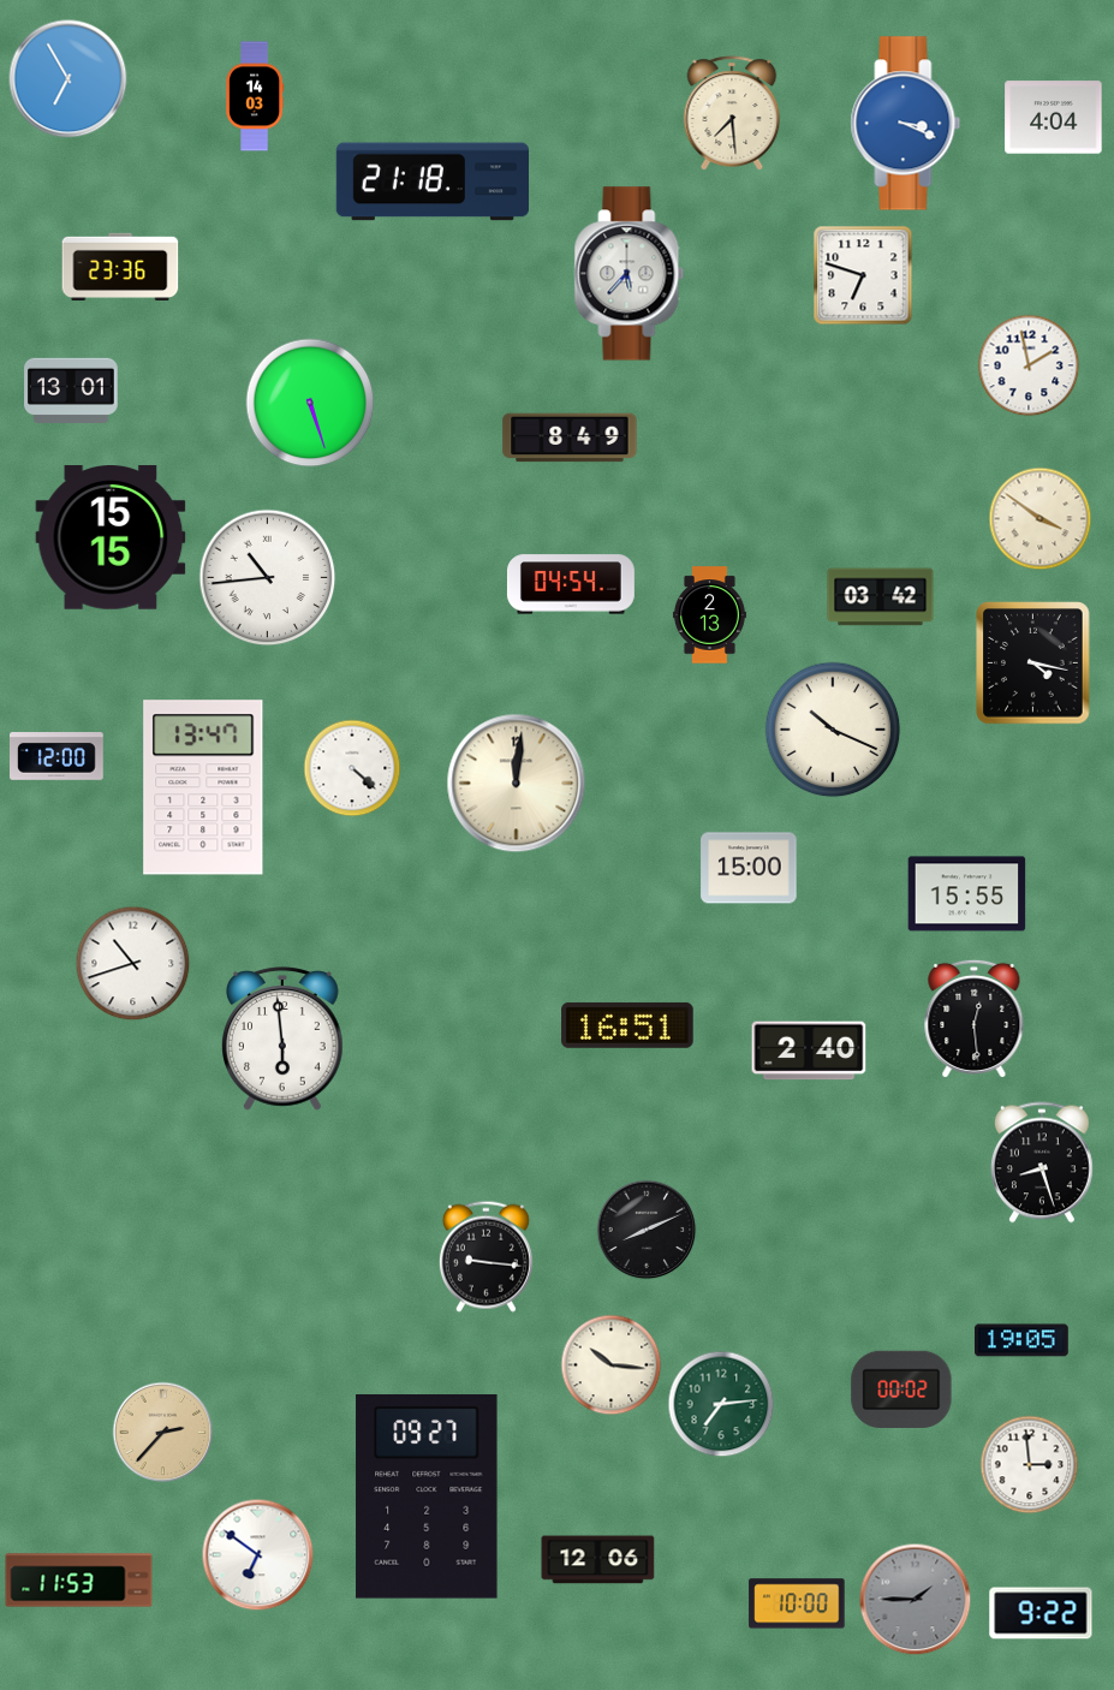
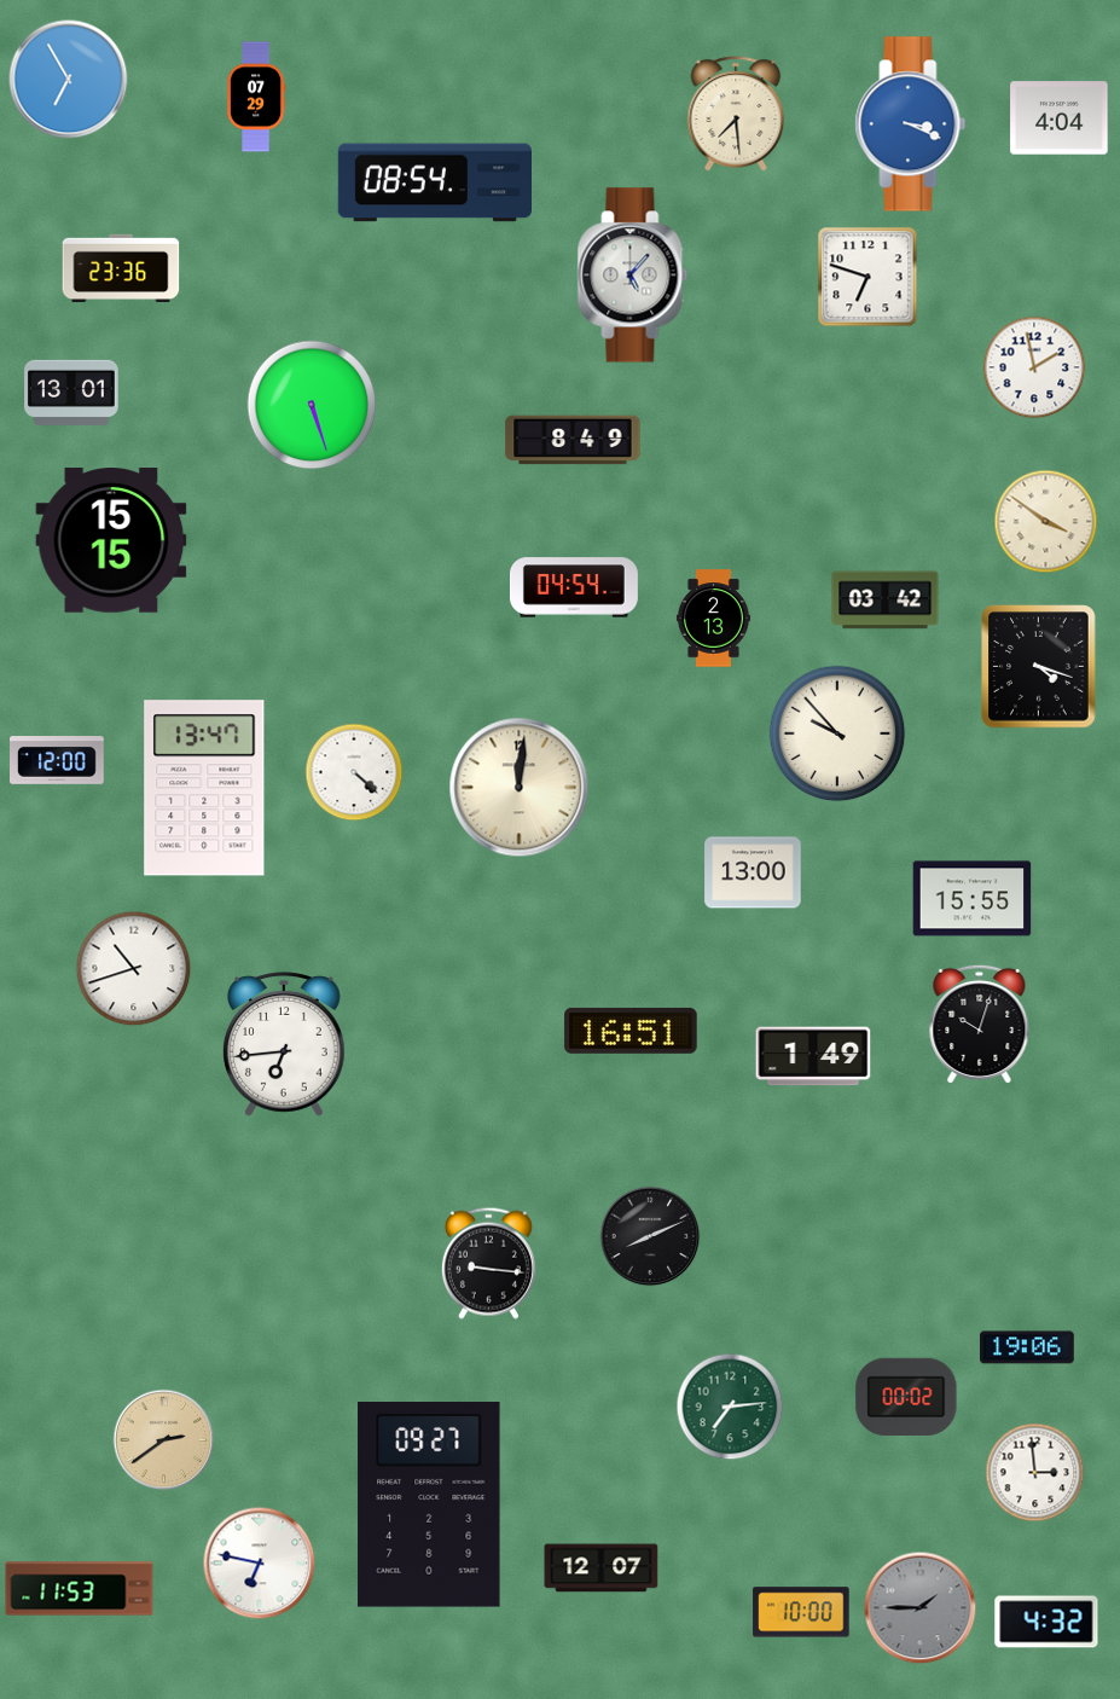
clock at (256, 96): 14:03 -> 07:29
clock at (431, 182): 21:18 -> 08:54
clock at (630, 274): 5:37 -> 5:07
clock at (268, 578): 10:44 -> none
clock at (1033, 663): 4:17 -> 4:18
clock at (833, 730): 10:19 -> 9:53
clock at (203, 787) position: (203, 787) -> (204, 788)
clock at (749, 868): 15:00 -> 13:00
clock at (975, 1018): 12:29 -> 10:03
clock at (284, 1039): 5:59 -> 6:44
clock at (809, 1051): 2:40 -> 1:49
clock at (1042, 1162): 8:27 -> none
clock at (1021, 1340): 19:05 -> 19:06
clock at (612, 1365): 10:16 -> none
clock at (721, 1404) position: (721, 1404) -> (730, 1407)
clock at (163, 1433): 2:37 -> 2:39
clock at (258, 1555): 6:51 -> 6:47
clock at (598, 1560): 12:06 -> 12:07
clock at (1041, 1613): 9:22 -> 4:32
